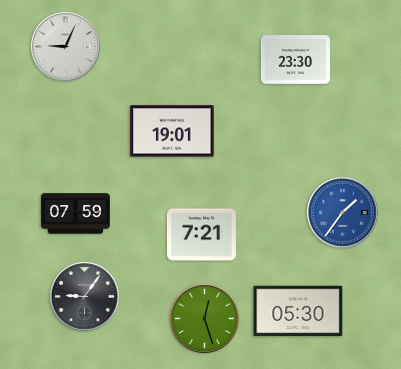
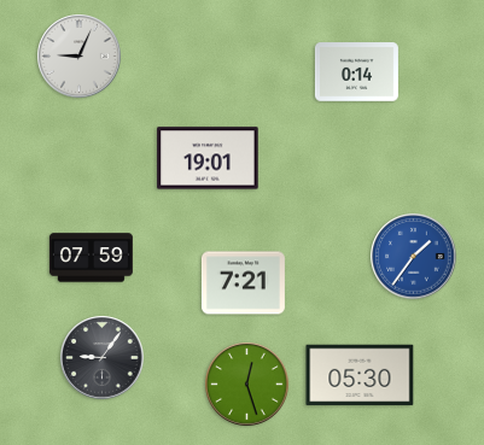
clock at (295, 60): 23:30 -> 0:14
